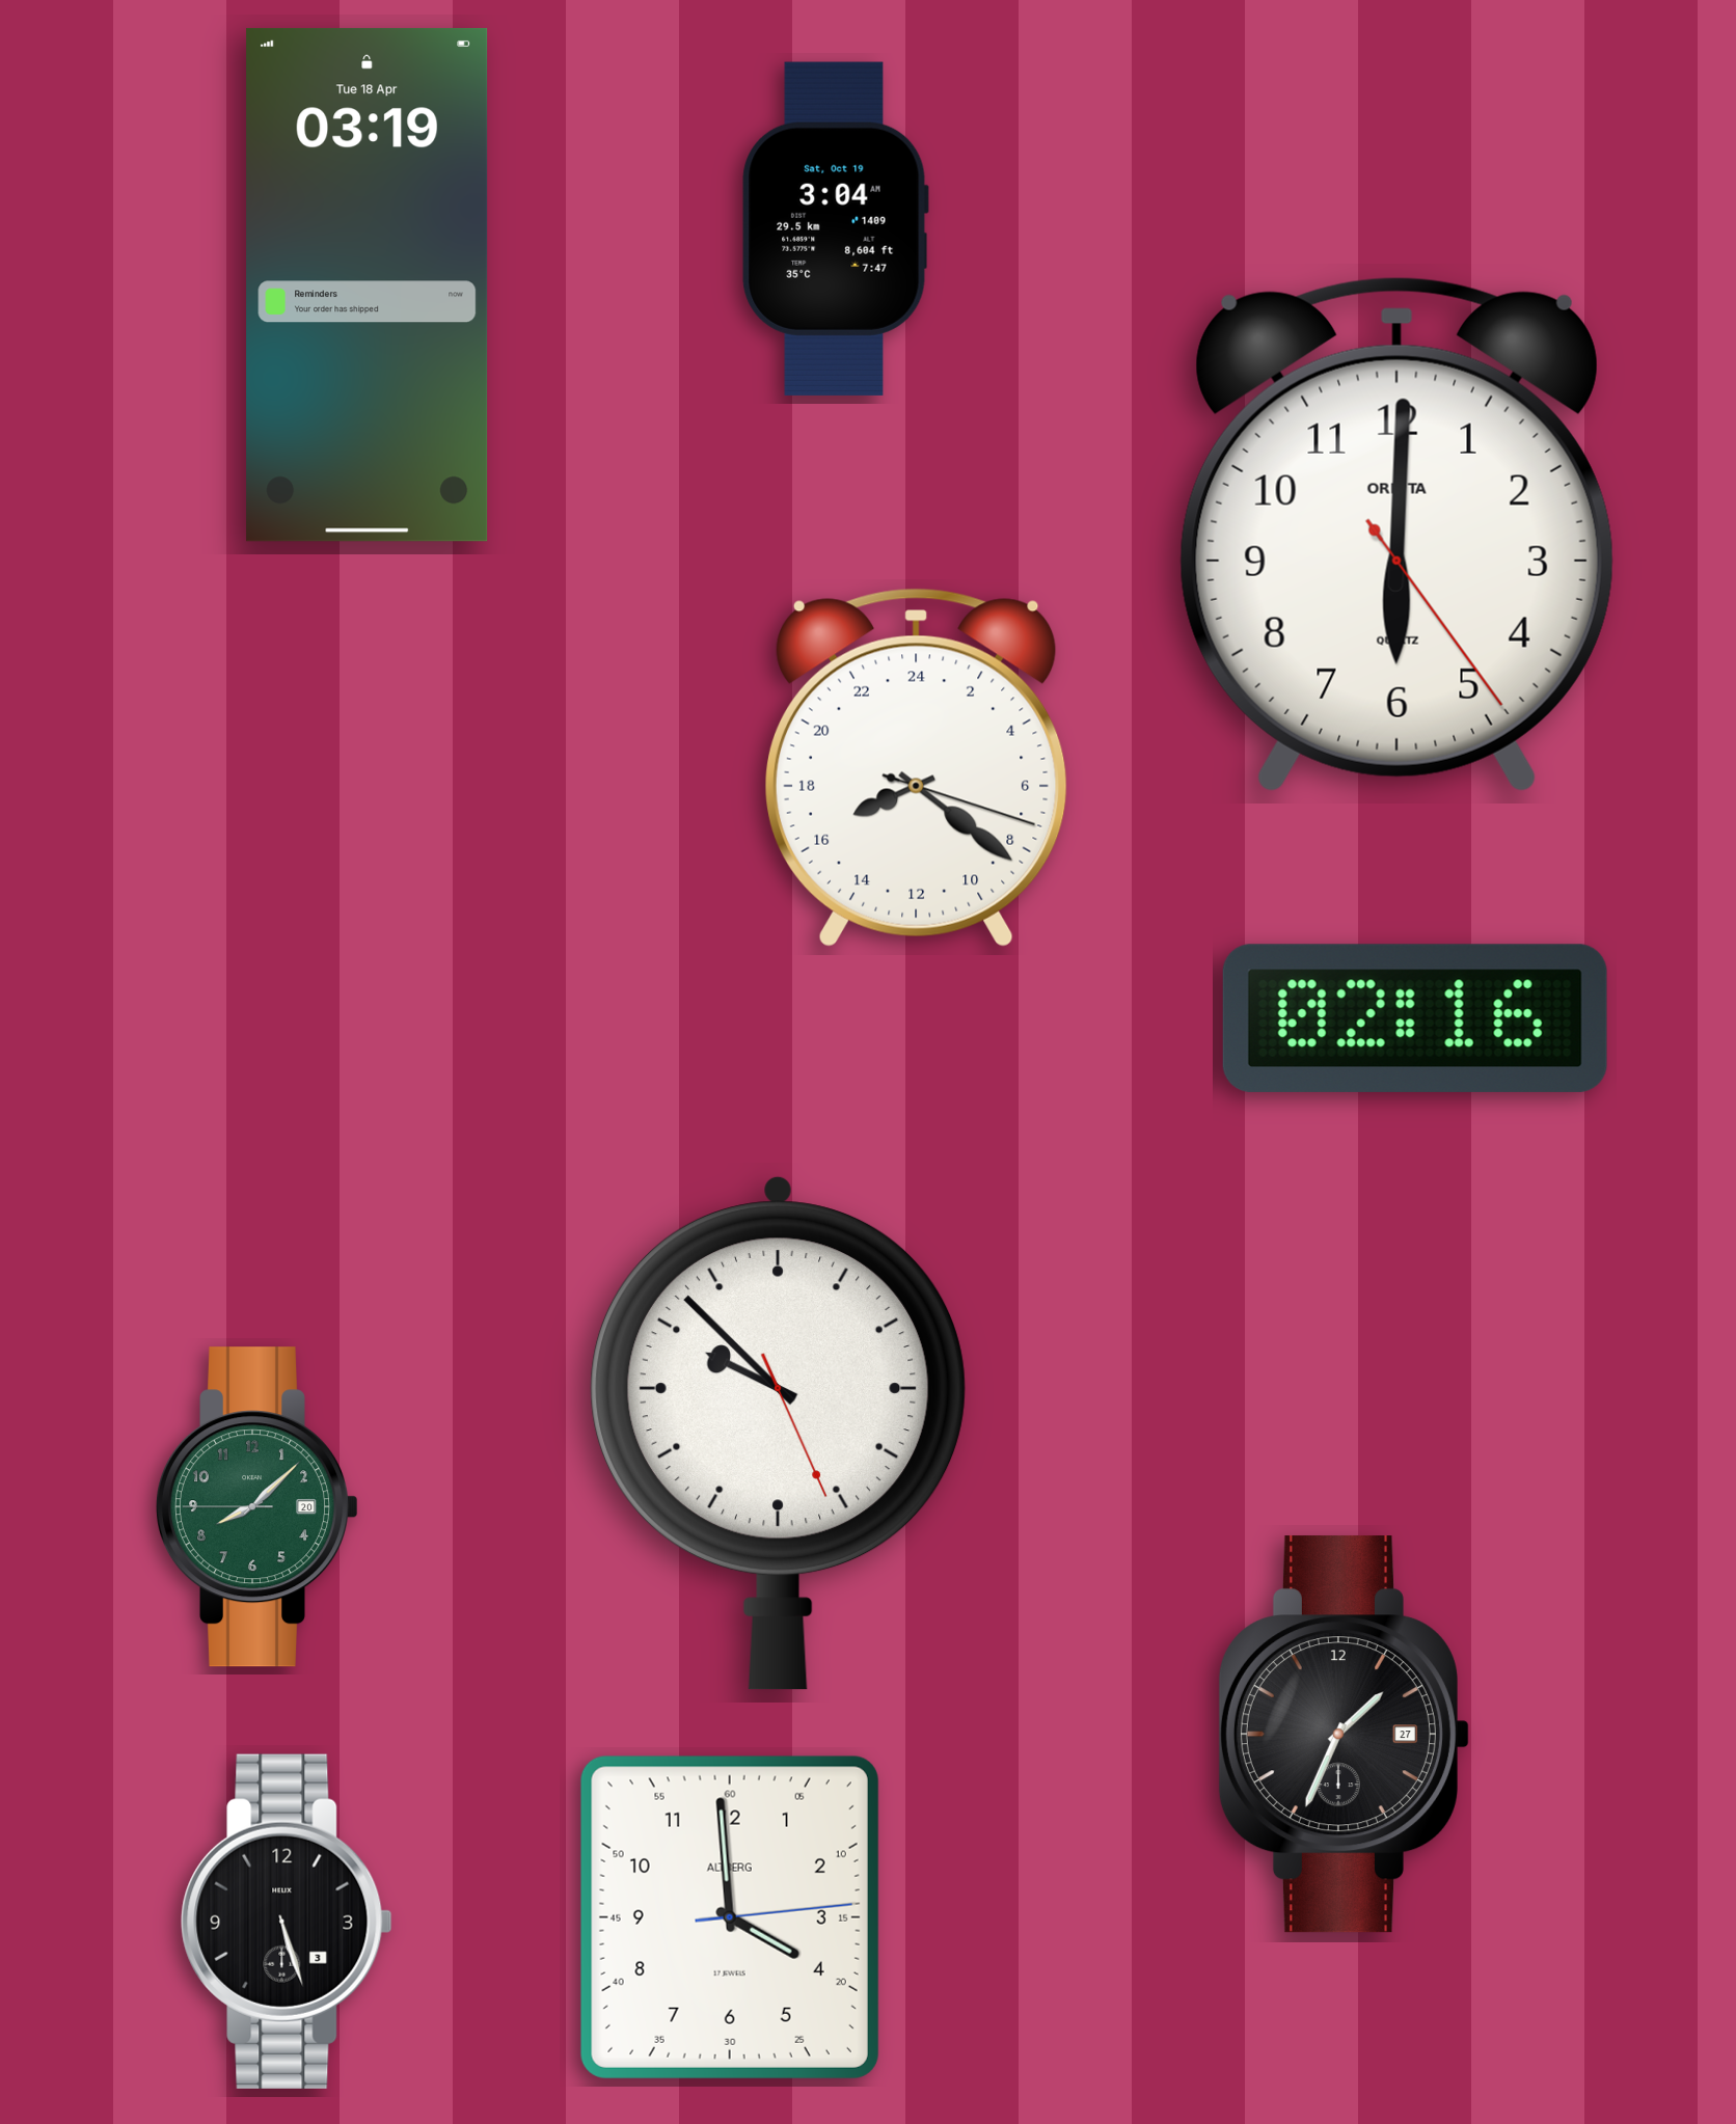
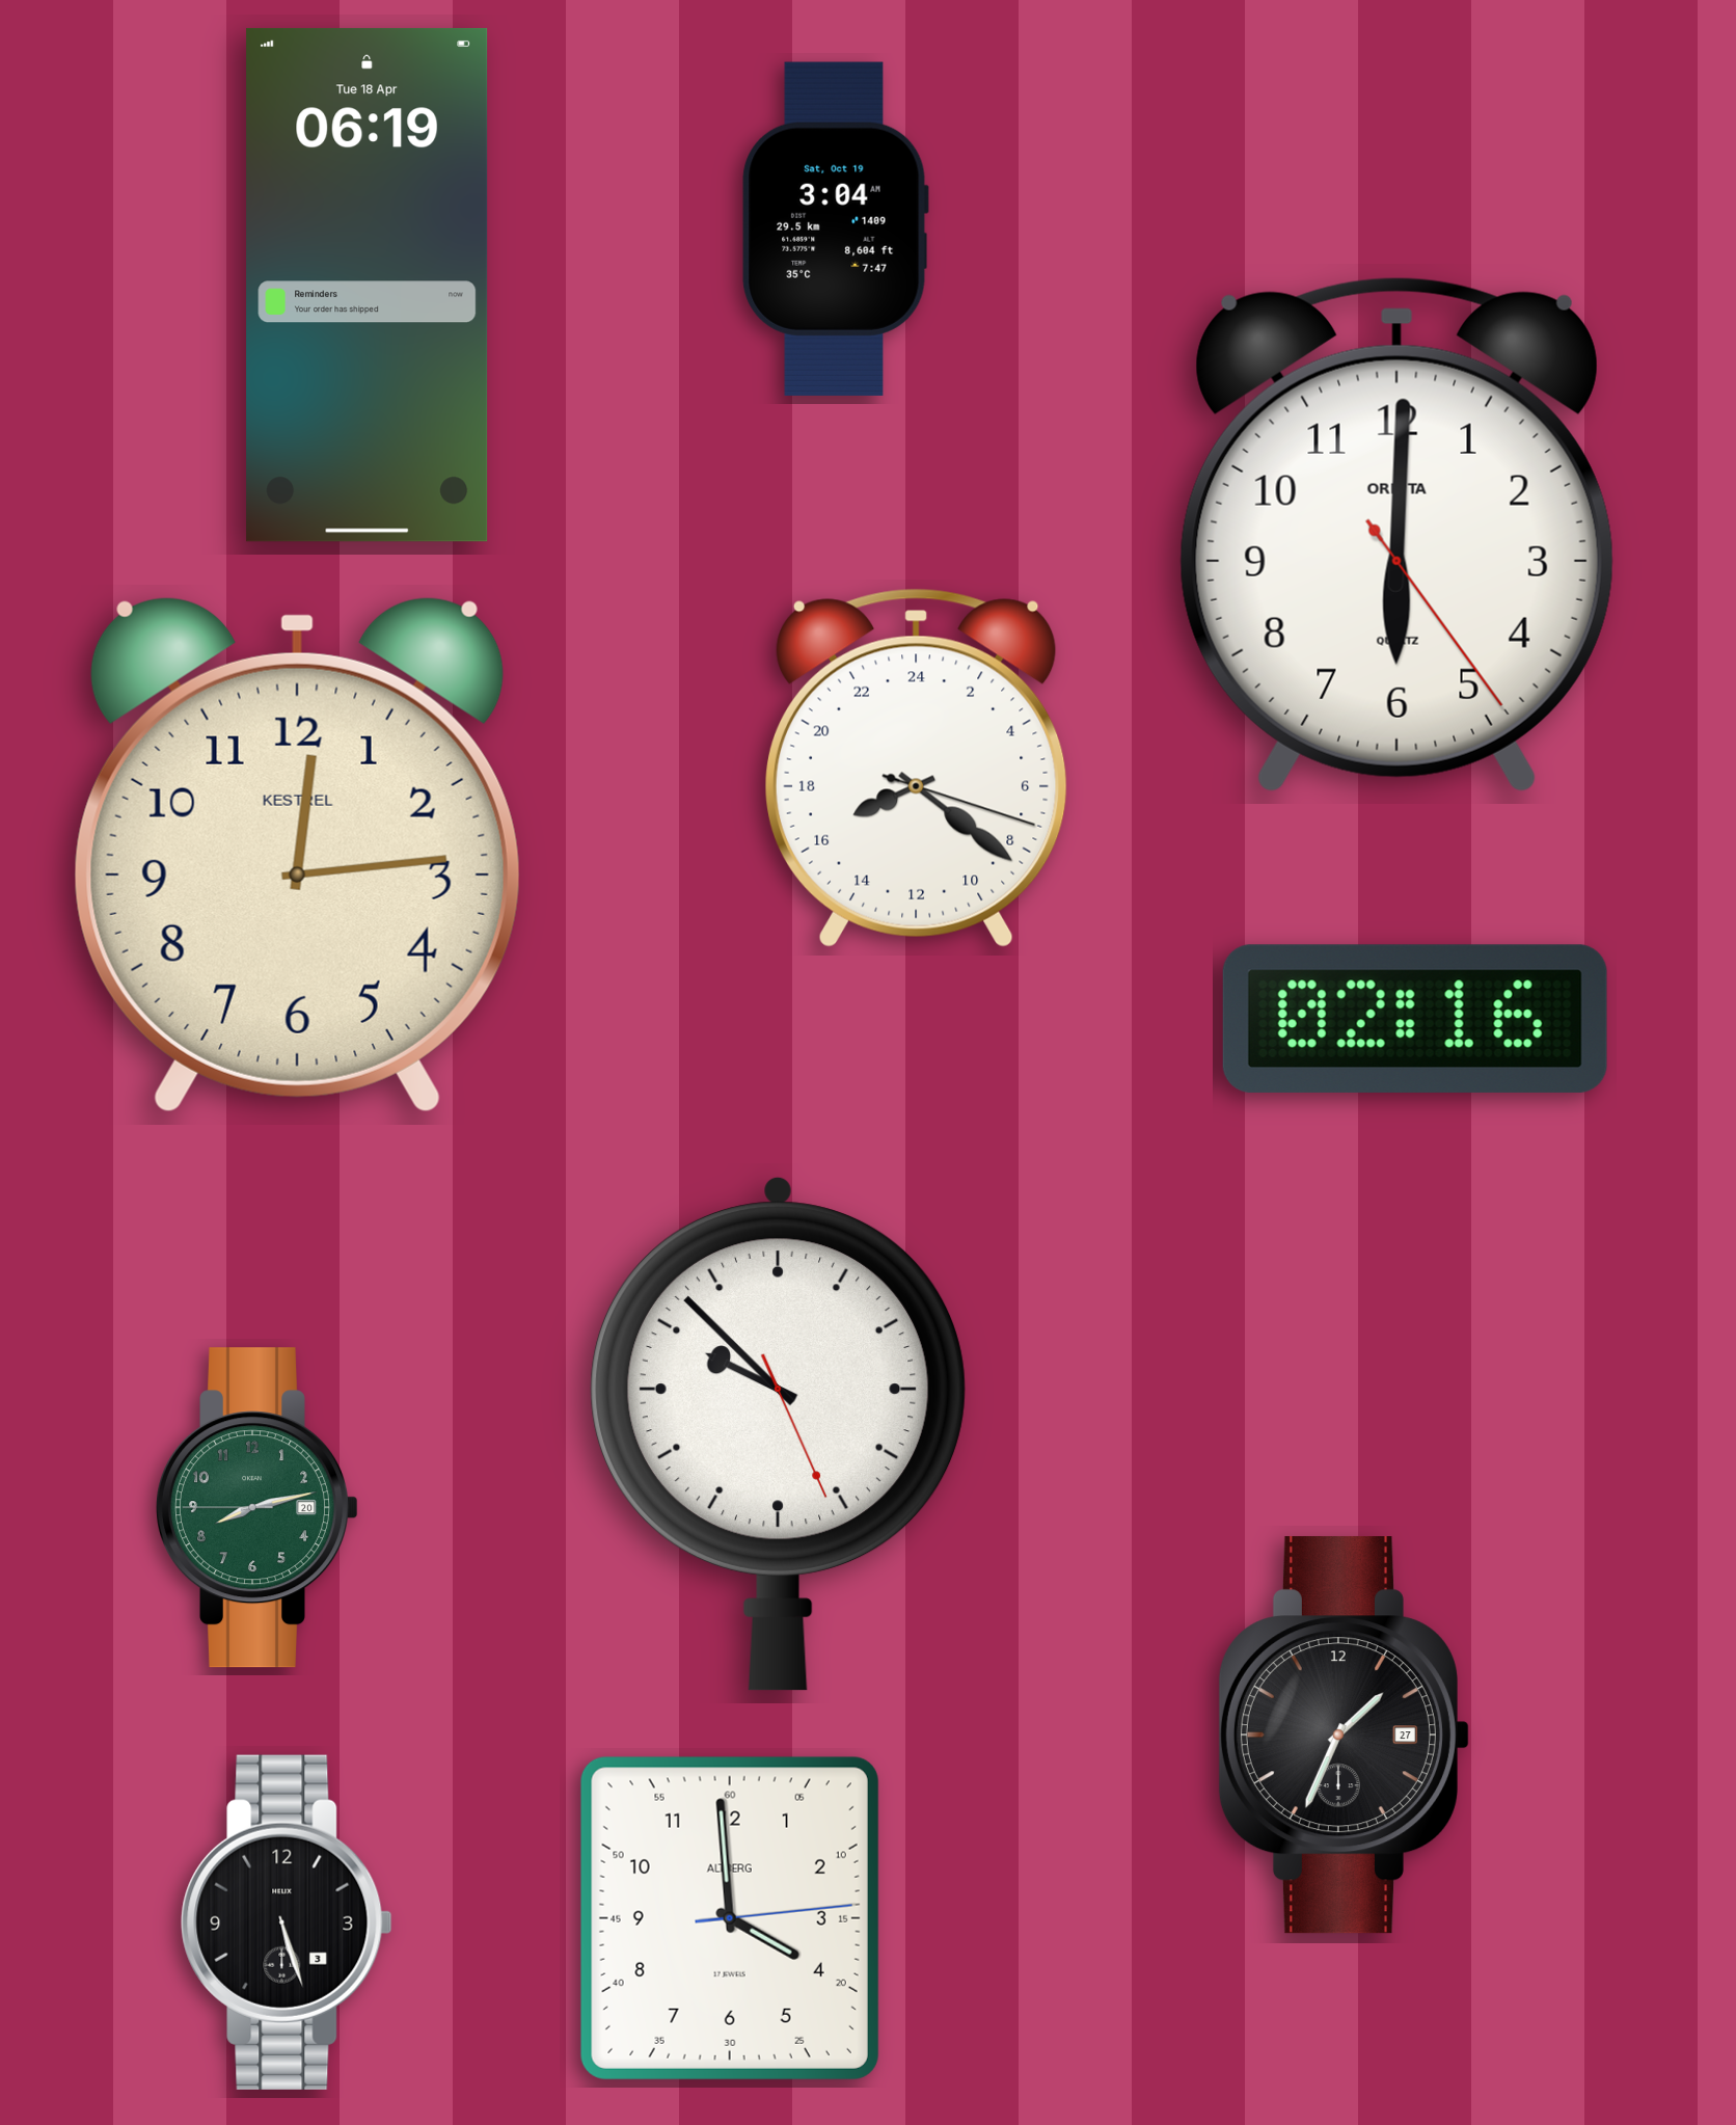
clock at (368, 284): 03:19 -> 06:19
clock at (297, 855): none -> 12:14
clock at (257, 1507): 8:07 -> 8:12
